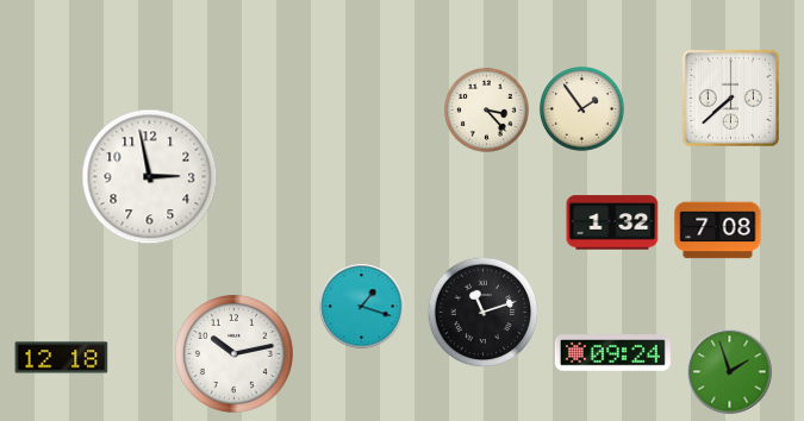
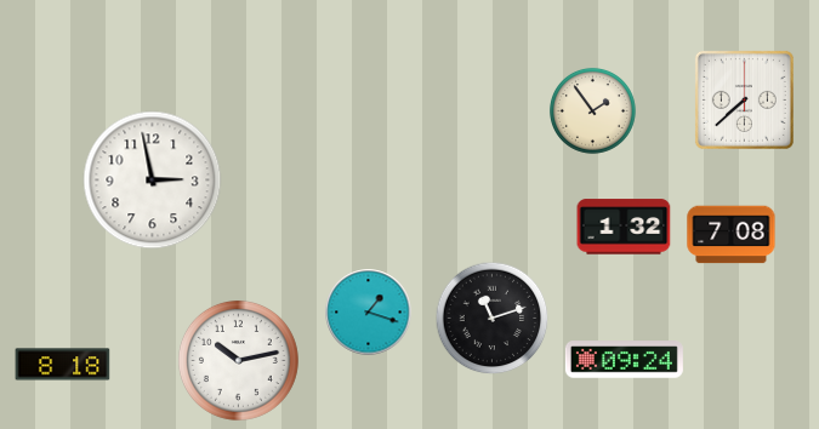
clock at (486, 109): 3:23 -> none
clock at (62, 358): 12:18 -> 8:18
clock at (730, 372): 1:57 -> none
